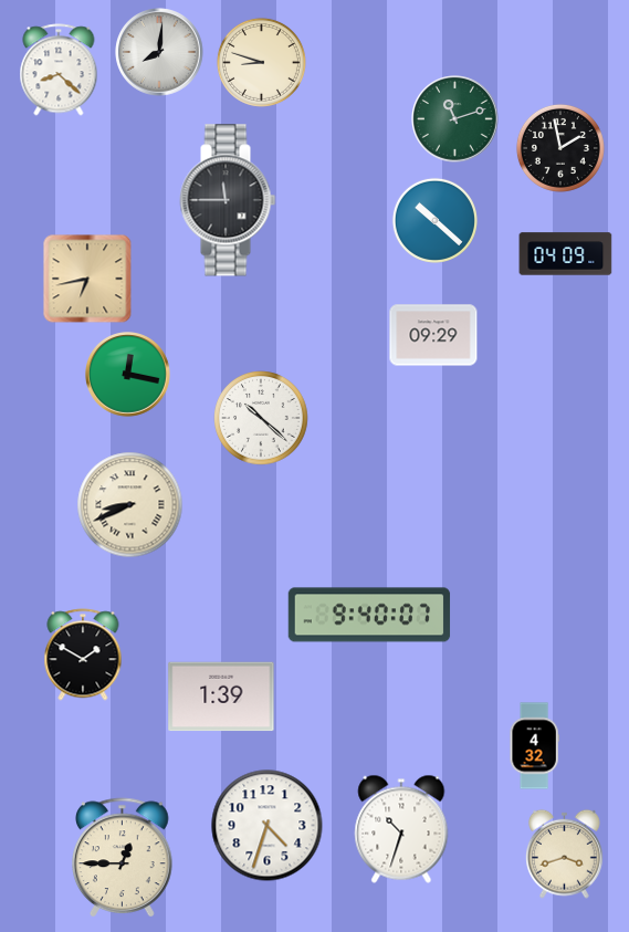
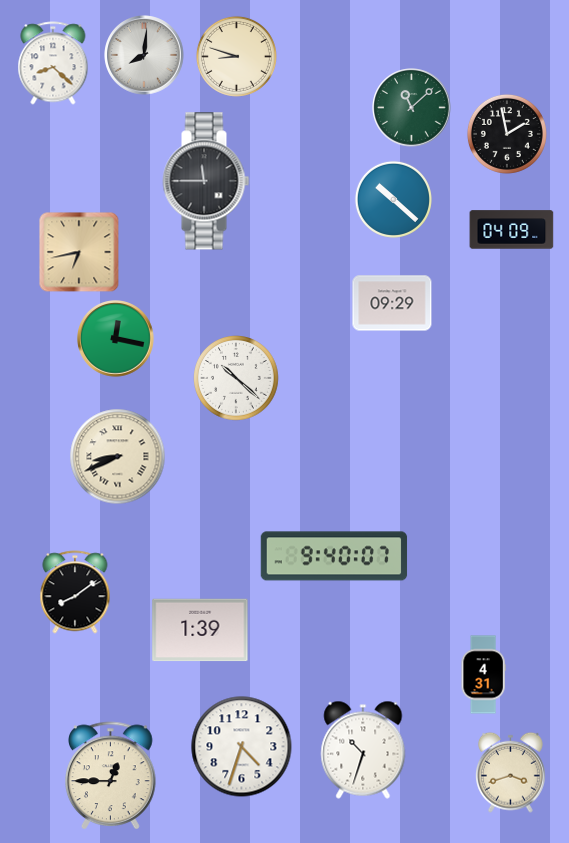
clock at (159, 52) position: (159, 52) -> (144, 55)
clock at (455, 119): 11:12 -> 11:08
clock at (83, 655): 1:50 -> 8:09
clock at (534, 746): 4:32 -> 4:31
